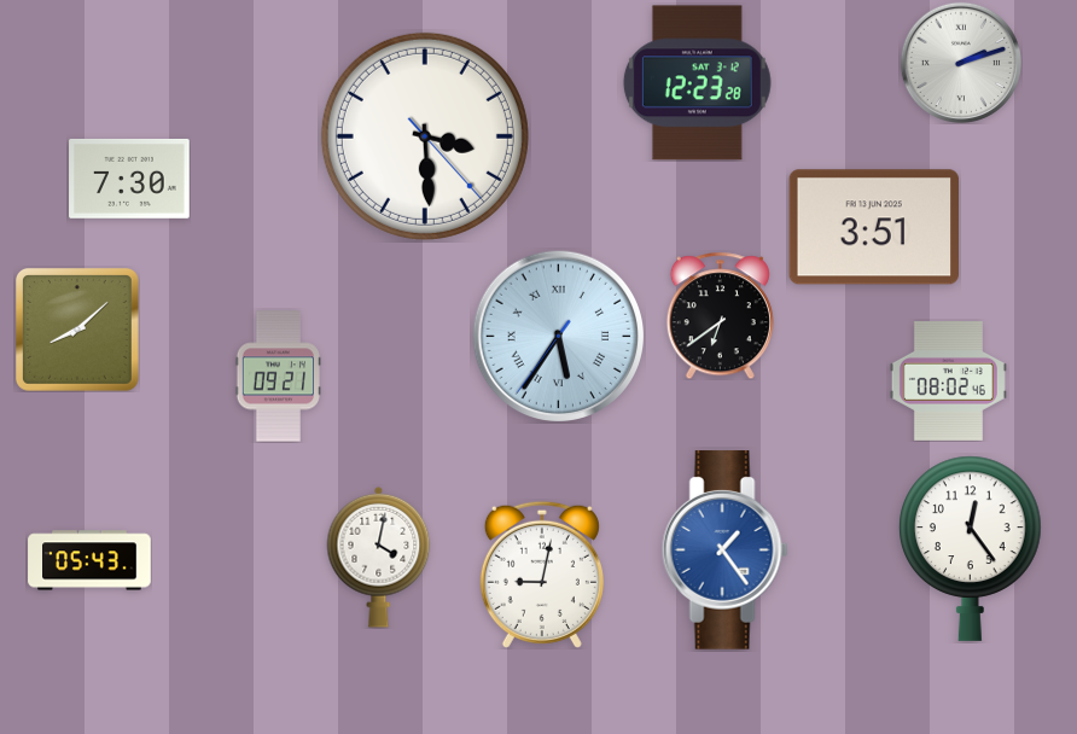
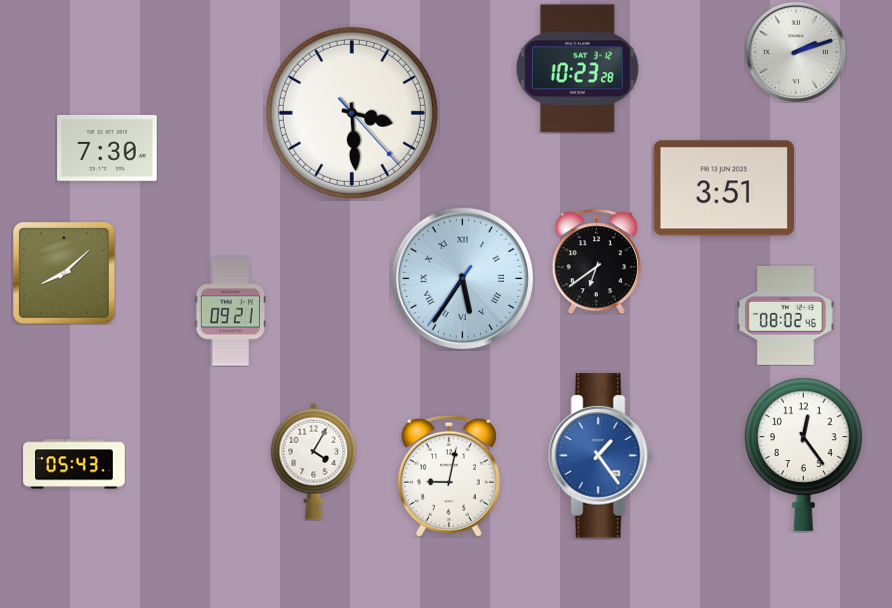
clock at (697, 83): 12:23 -> 10:23
clock at (379, 557): 4:02 -> 4:05
